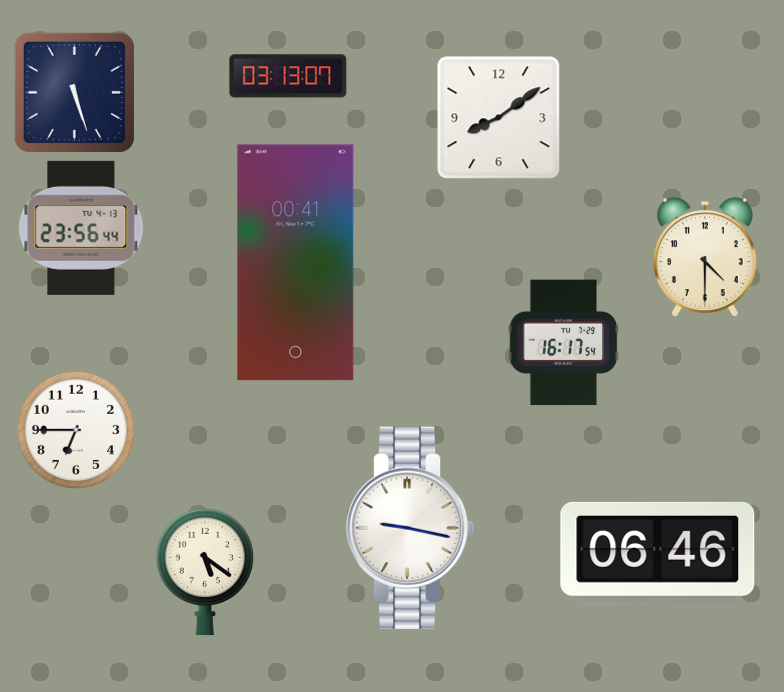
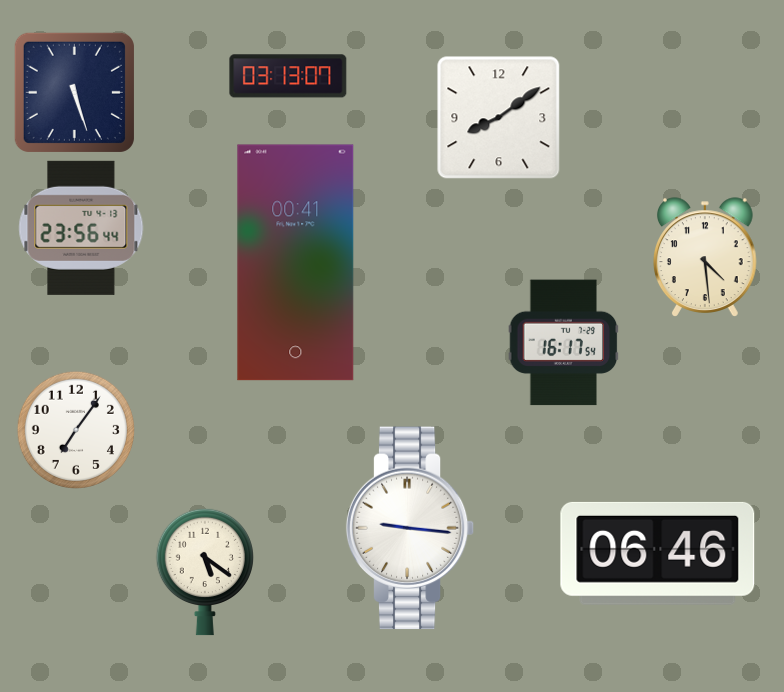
clock at (706, 257): 4:30 -> 4:29
clock at (76, 430): 6:45 -> 7:06
clock at (410, 528): 9:17 -> 9:16
